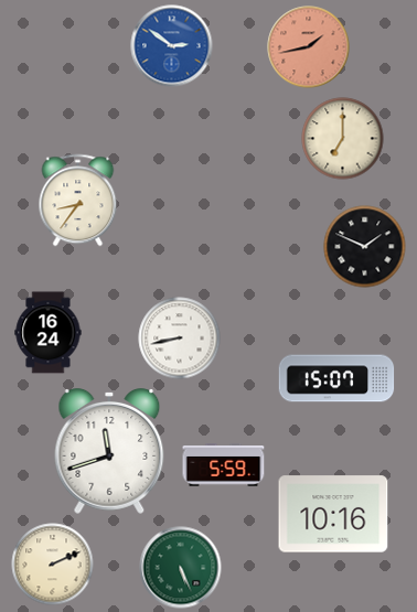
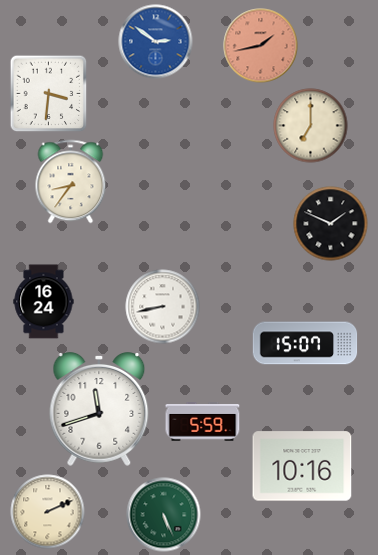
clock at (309, 47) position: (309, 47) -> (261, 46)
clock at (49, 94): none -> 3:31
